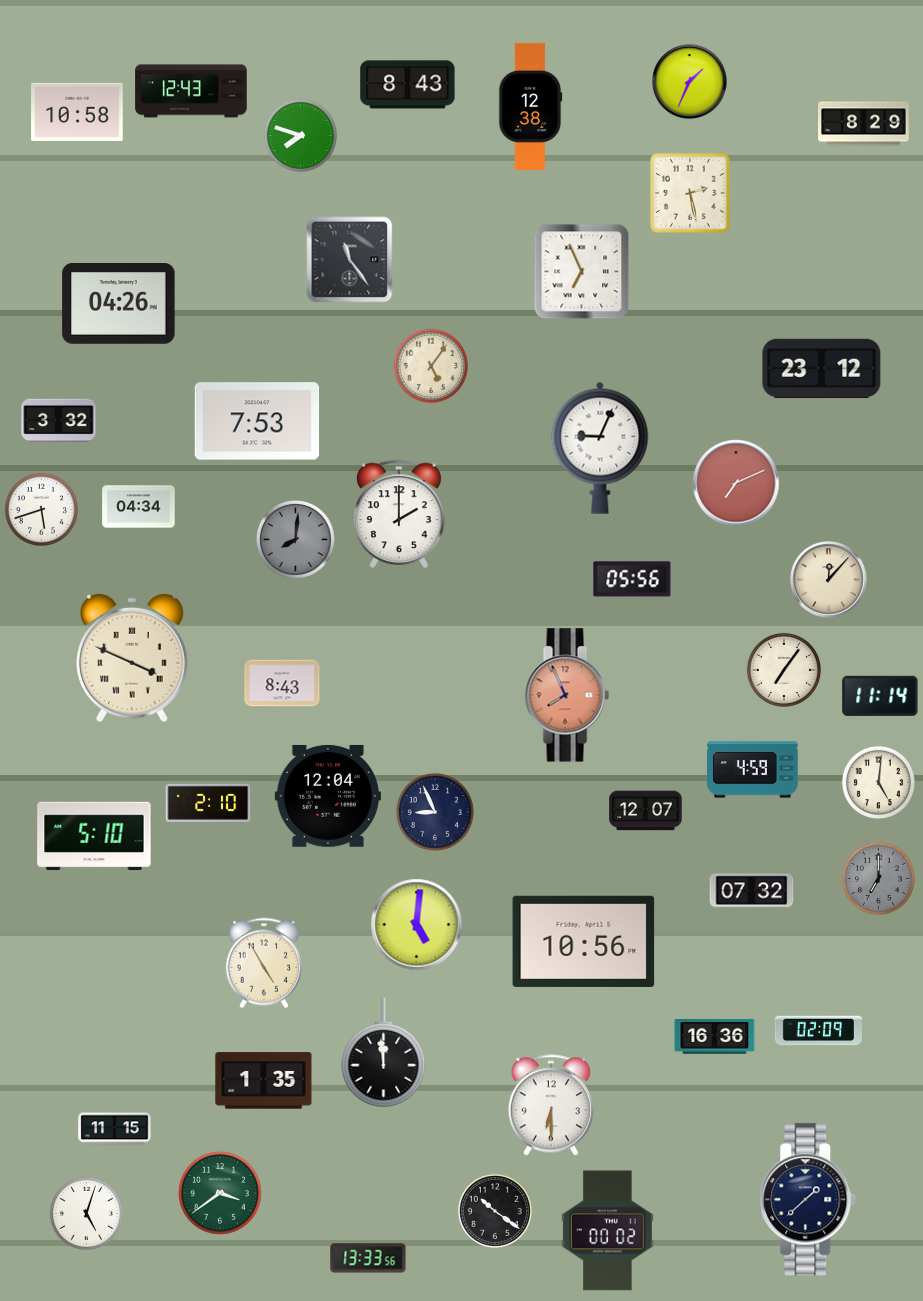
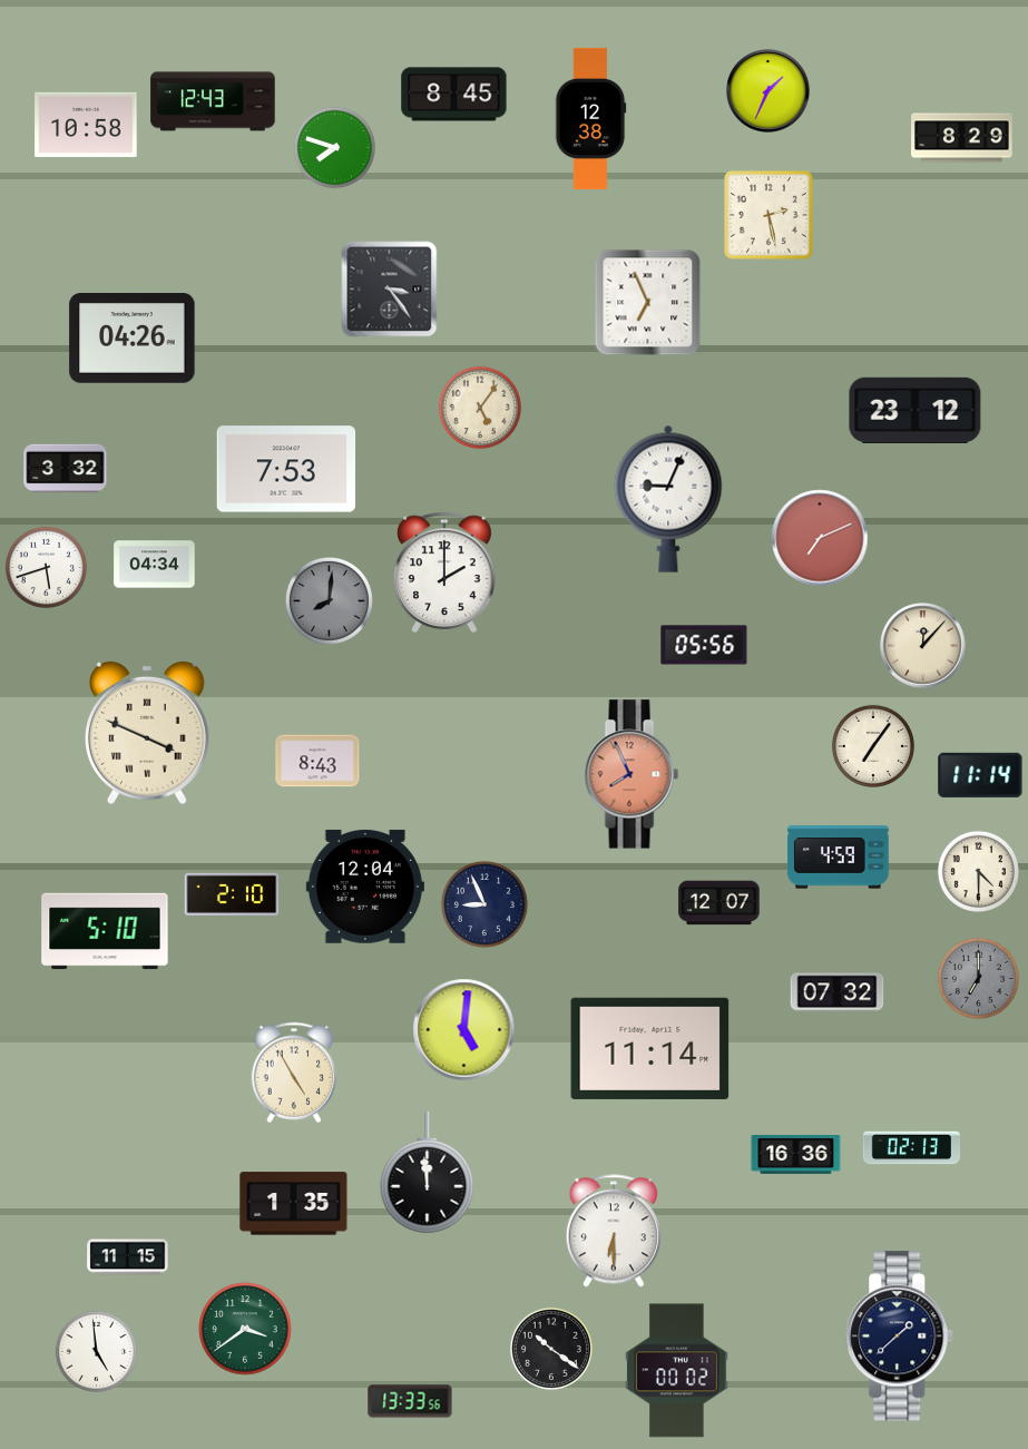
clock at (408, 85): 8:43 -> 8:45
clock at (300, 135) position: (300, 135) -> (334, 147)
clock at (350, 260): 11:24 -> 3:24
clock at (282, 683) position: (282, 683) -> (317, 761)
clock at (878, 782): 5:01 -> 4:30
clock at (584, 941): 10:56 -> 11:14
clock at (818, 1031): 02:09 -> 02:13
clock at (86, 1213): 5:03 -> 4:59
